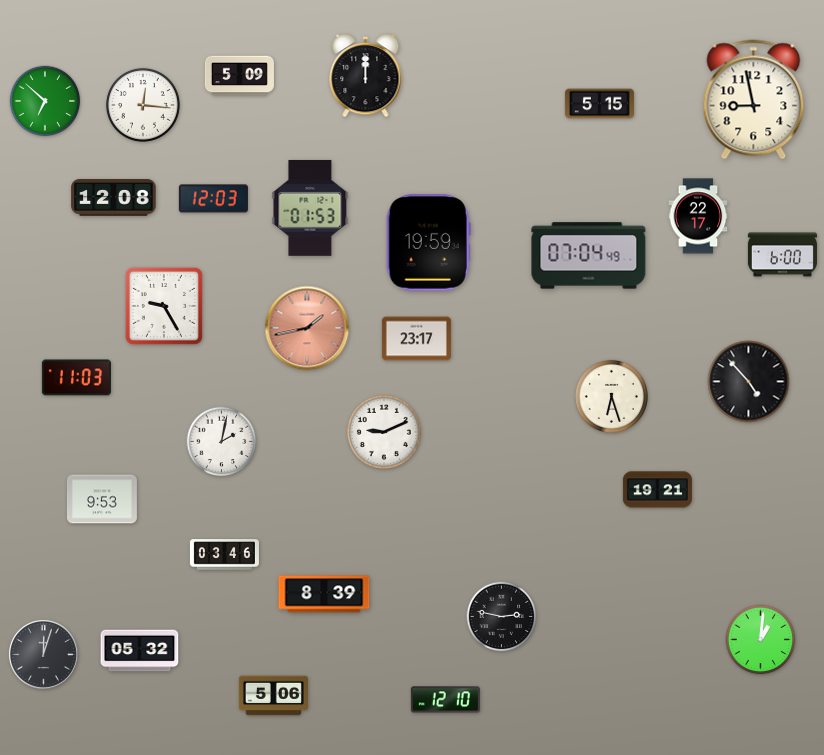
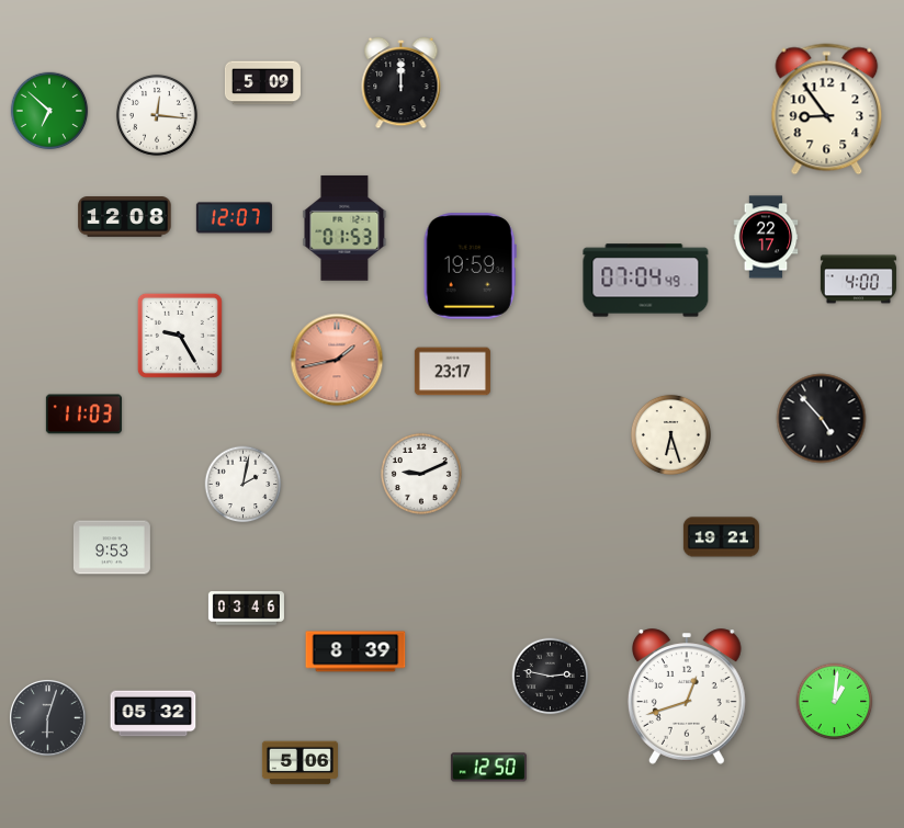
clock at (754, 100): 8:58 -> 8:54
clock at (599, 104): 5:15 -> none
clock at (213, 199): 12:03 -> 12:07
clock at (310, 208) position: (310, 208) -> (344, 228)
clock at (782, 255): 6:00 -> 4:00
clock at (416, 339) position: (416, 339) -> (452, 372)
clock at (687, 696): none -> 12:42
clock at (43, 654): 12:03 -> 6:03
clock at (445, 700): 12:10 -> 12:50
